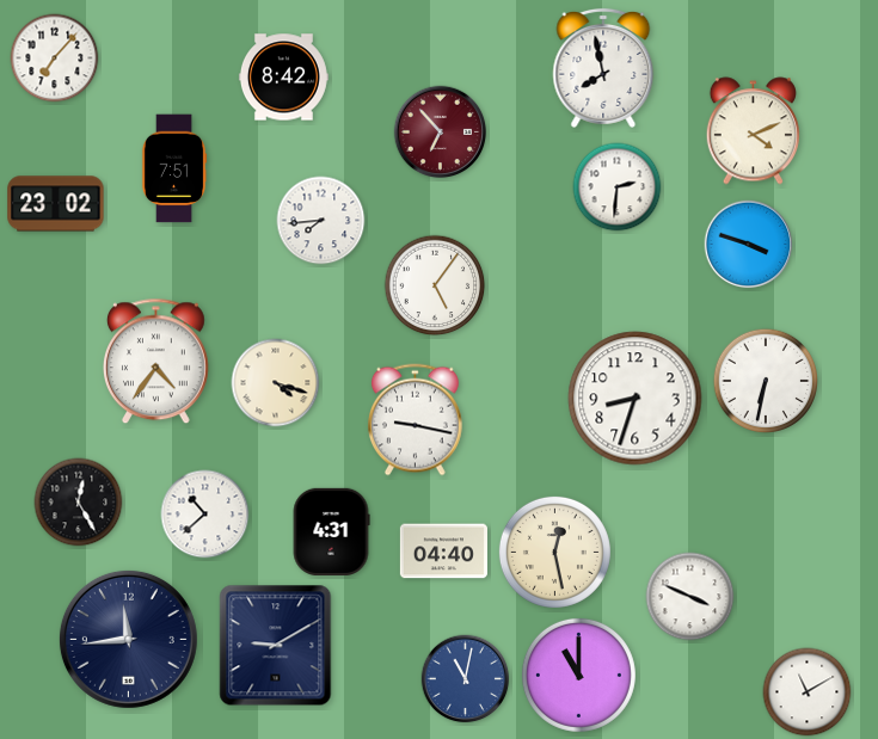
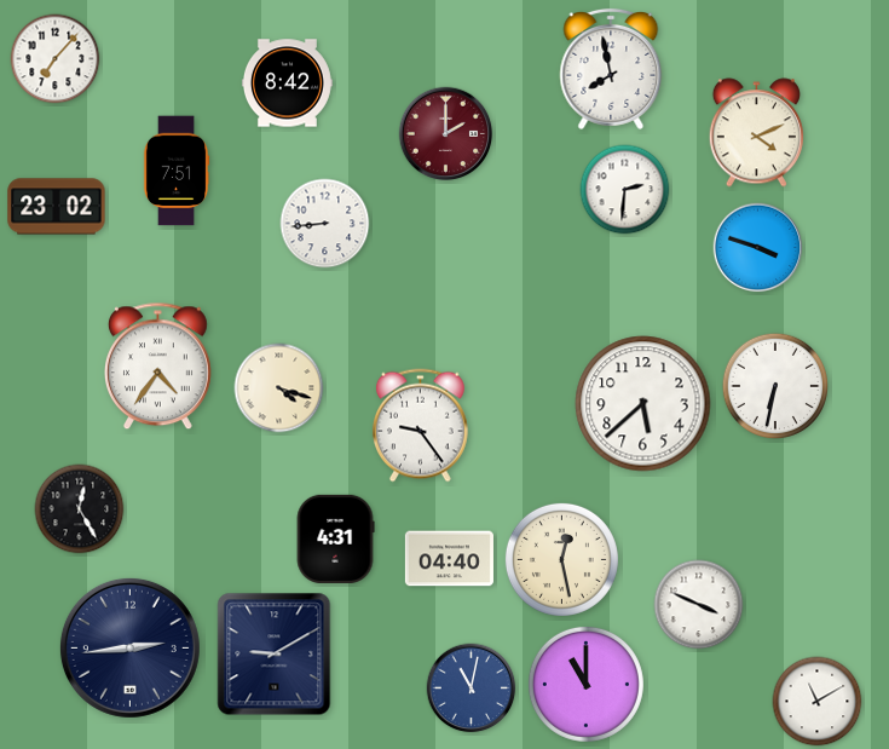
clock at (283, 78) position: (283, 78) -> (287, 83)
clock at (753, 131) position: (753, 131) -> (756, 133)
clock at (441, 133): 6:53 -> 2:00
clock at (321, 221): 7:44 -> 8:44
clock at (435, 285): 5:06 -> none
clock at (636, 399): 8:33 -> 5:38
clock at (415, 420): 9:17 -> 9:24
clock at (205, 515): 10:38 -> none
clock at (128, 639): 11:44 -> 2:44
clock at (276, 646) position: (276, 646) -> (275, 655)
